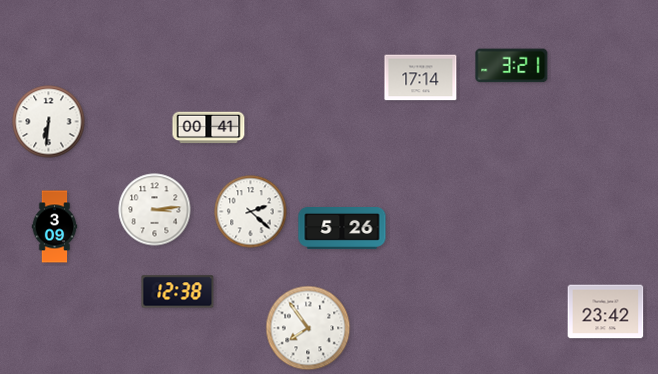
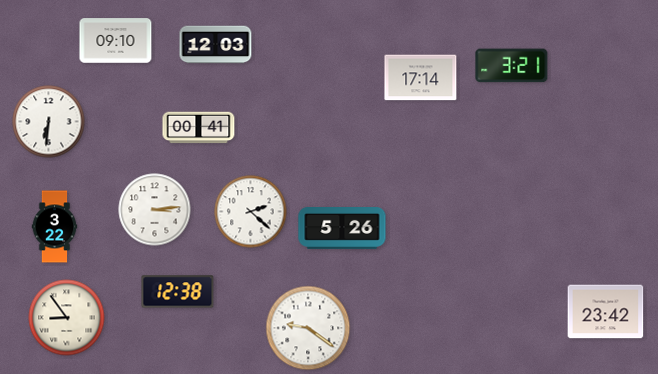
clock at (116, 41): none -> 09:10
clock at (216, 45): none -> 12:03
clock at (209, 128) position: (209, 128) -> (199, 128)
clock at (55, 227): 3:09 -> 3:22
clock at (67, 318): none -> 8:54
clock at (308, 328): 7:54 -> 9:21
